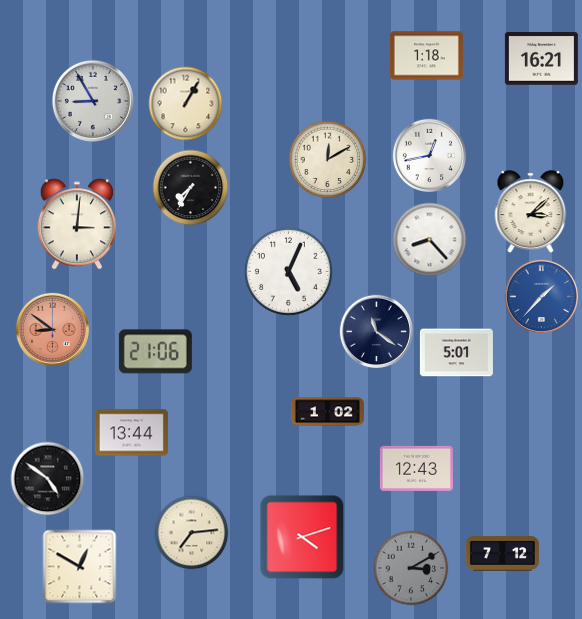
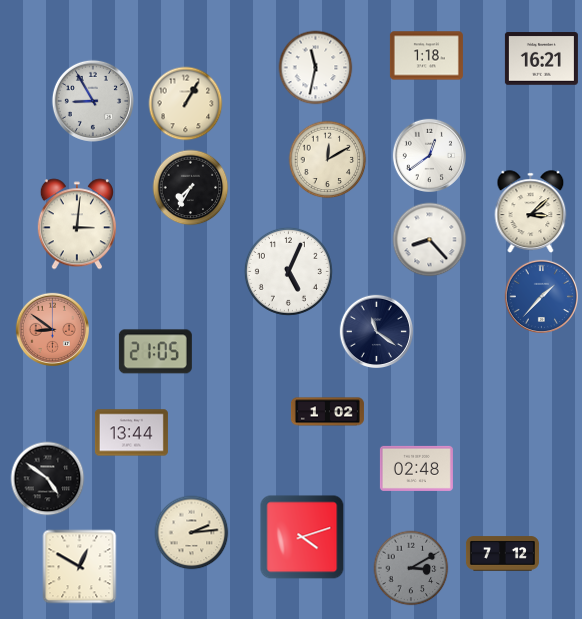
clock at (316, 68): none -> 11:32
clock at (429, 155): 12:43 -> 12:39
clock at (155, 352): 21:06 -> 21:05
clock at (456, 353): 5:01 -> none
clock at (416, 468): 12:43 -> 02:48
clock at (192, 533): 7:14 -> 2:14
